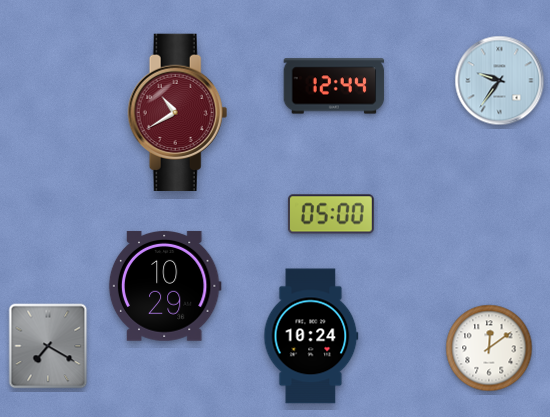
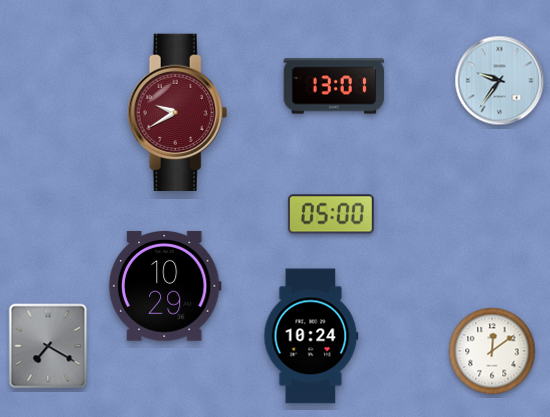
clock at (334, 86): 12:44 -> 13:01
clock at (178, 112): 10:40 -> 9:40
clock at (489, 348) position: (489, 348) -> (492, 351)
